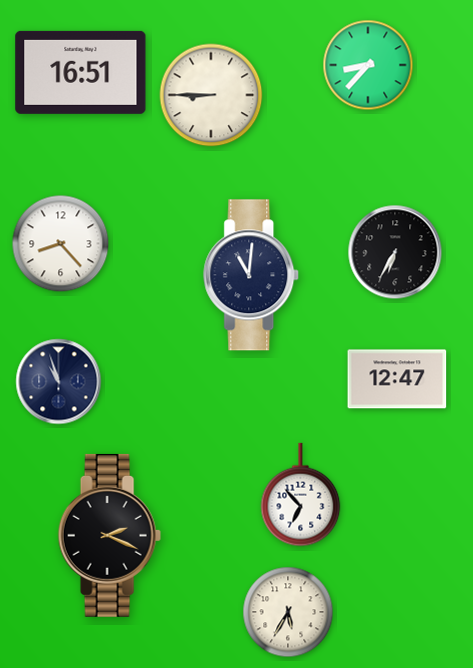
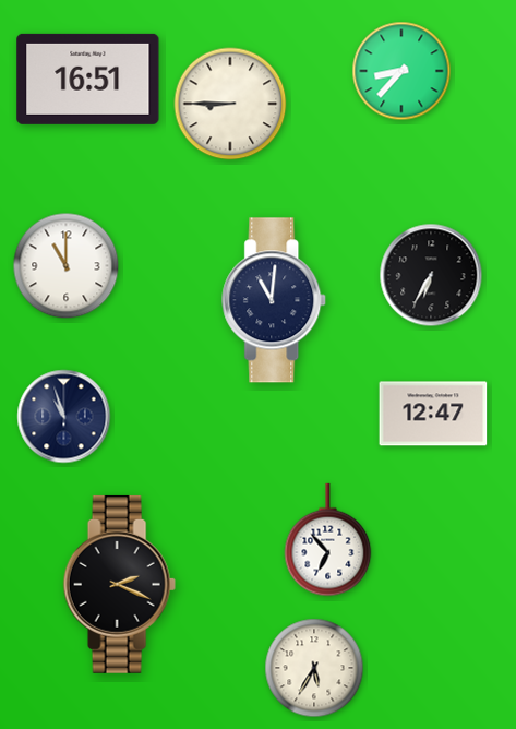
clock at (61, 244): 8:23 -> 11:00
